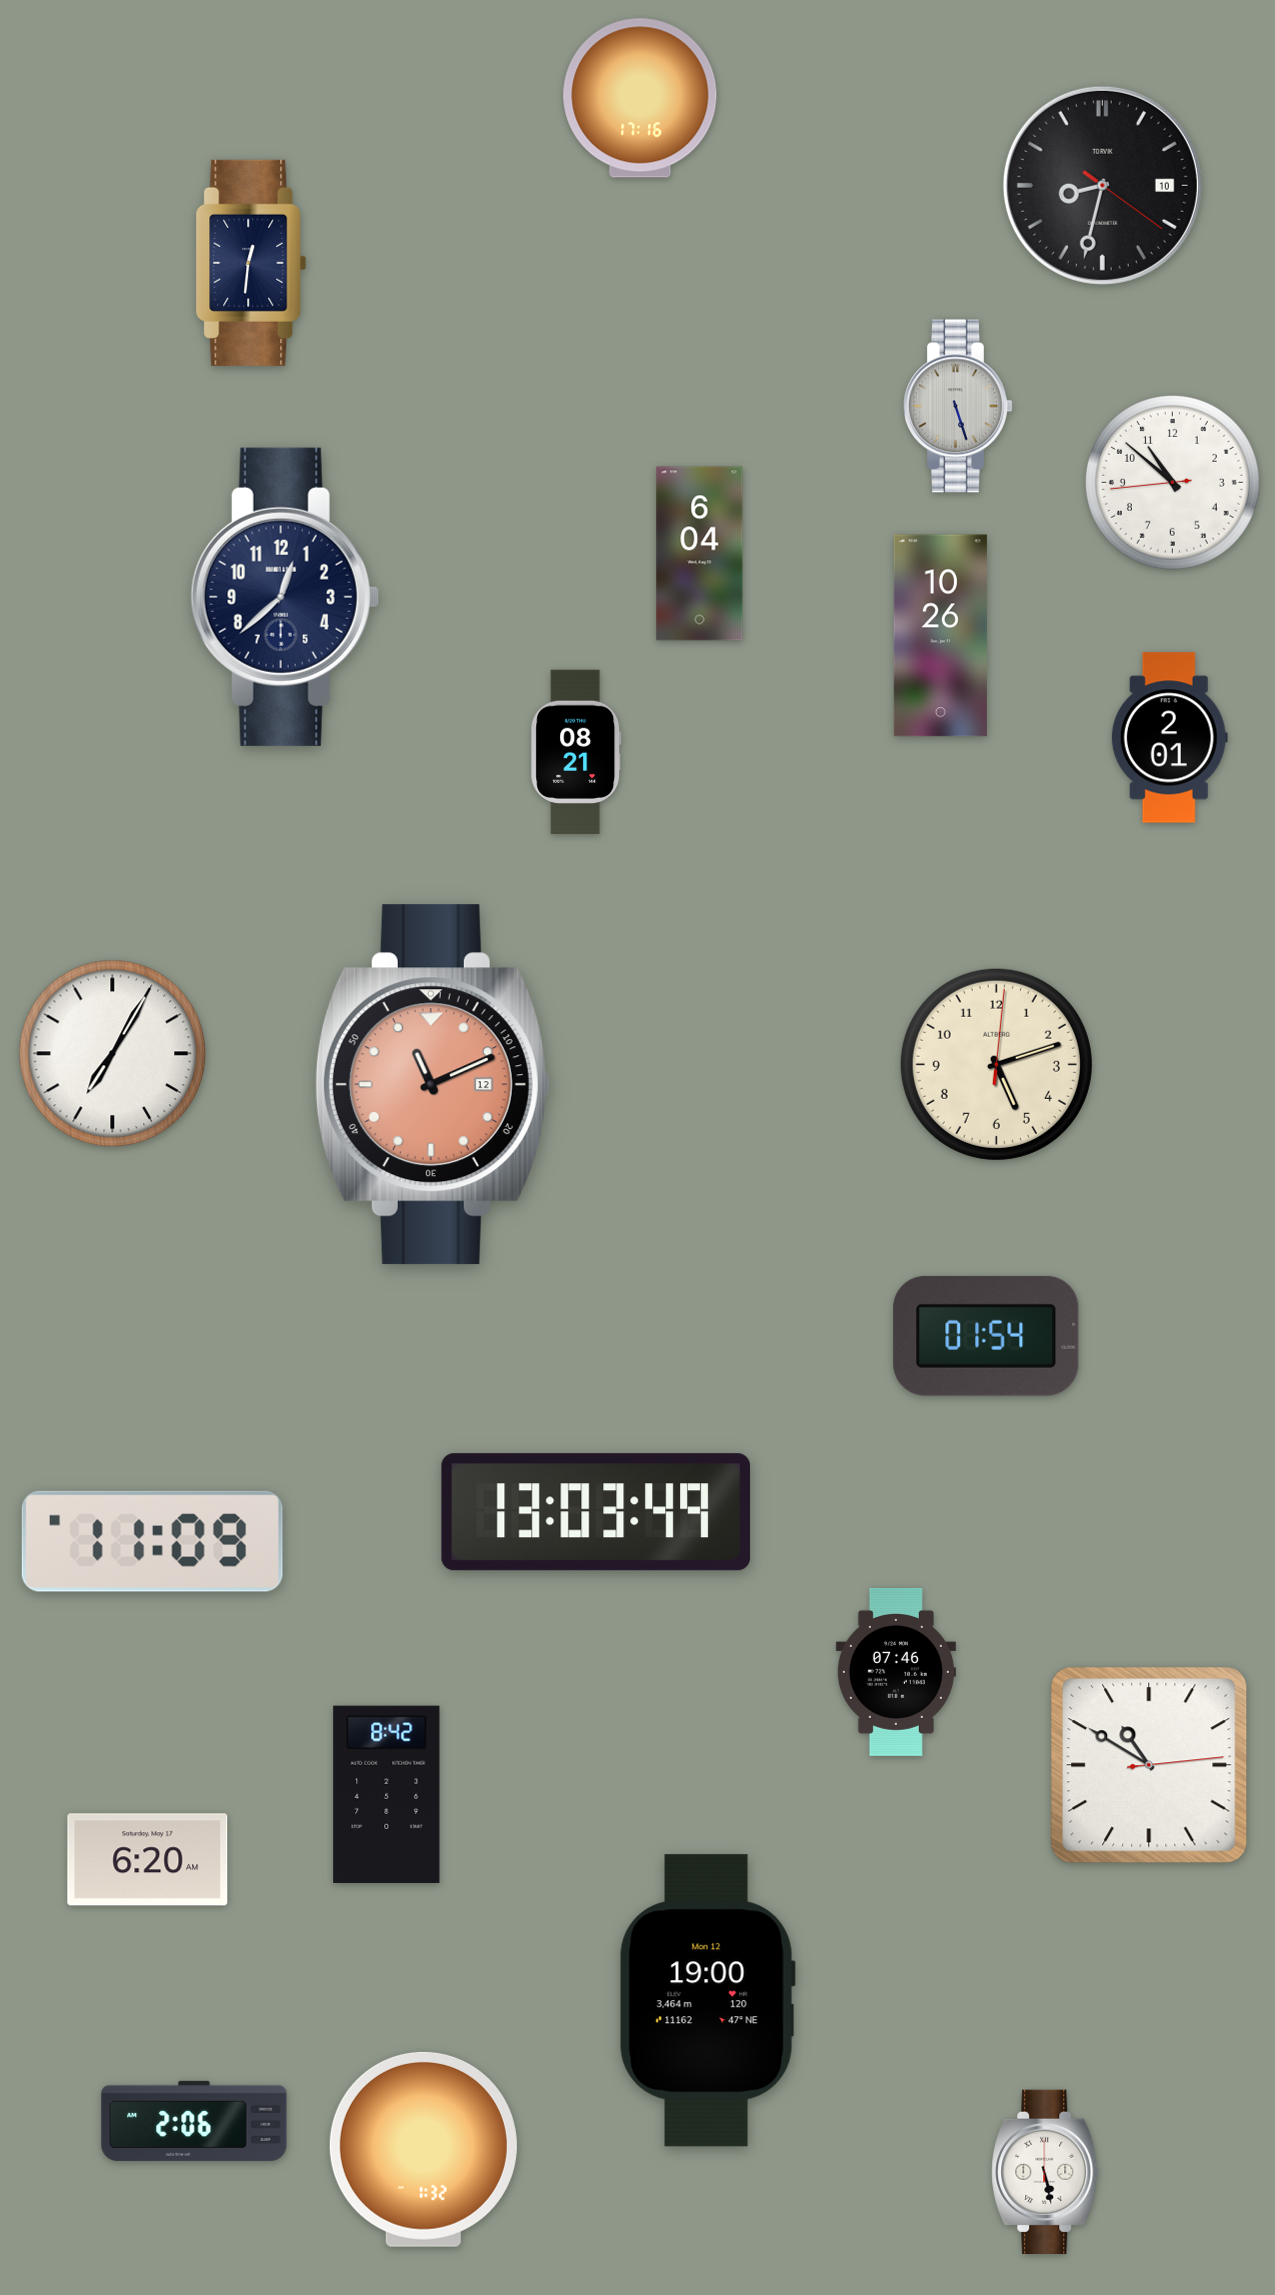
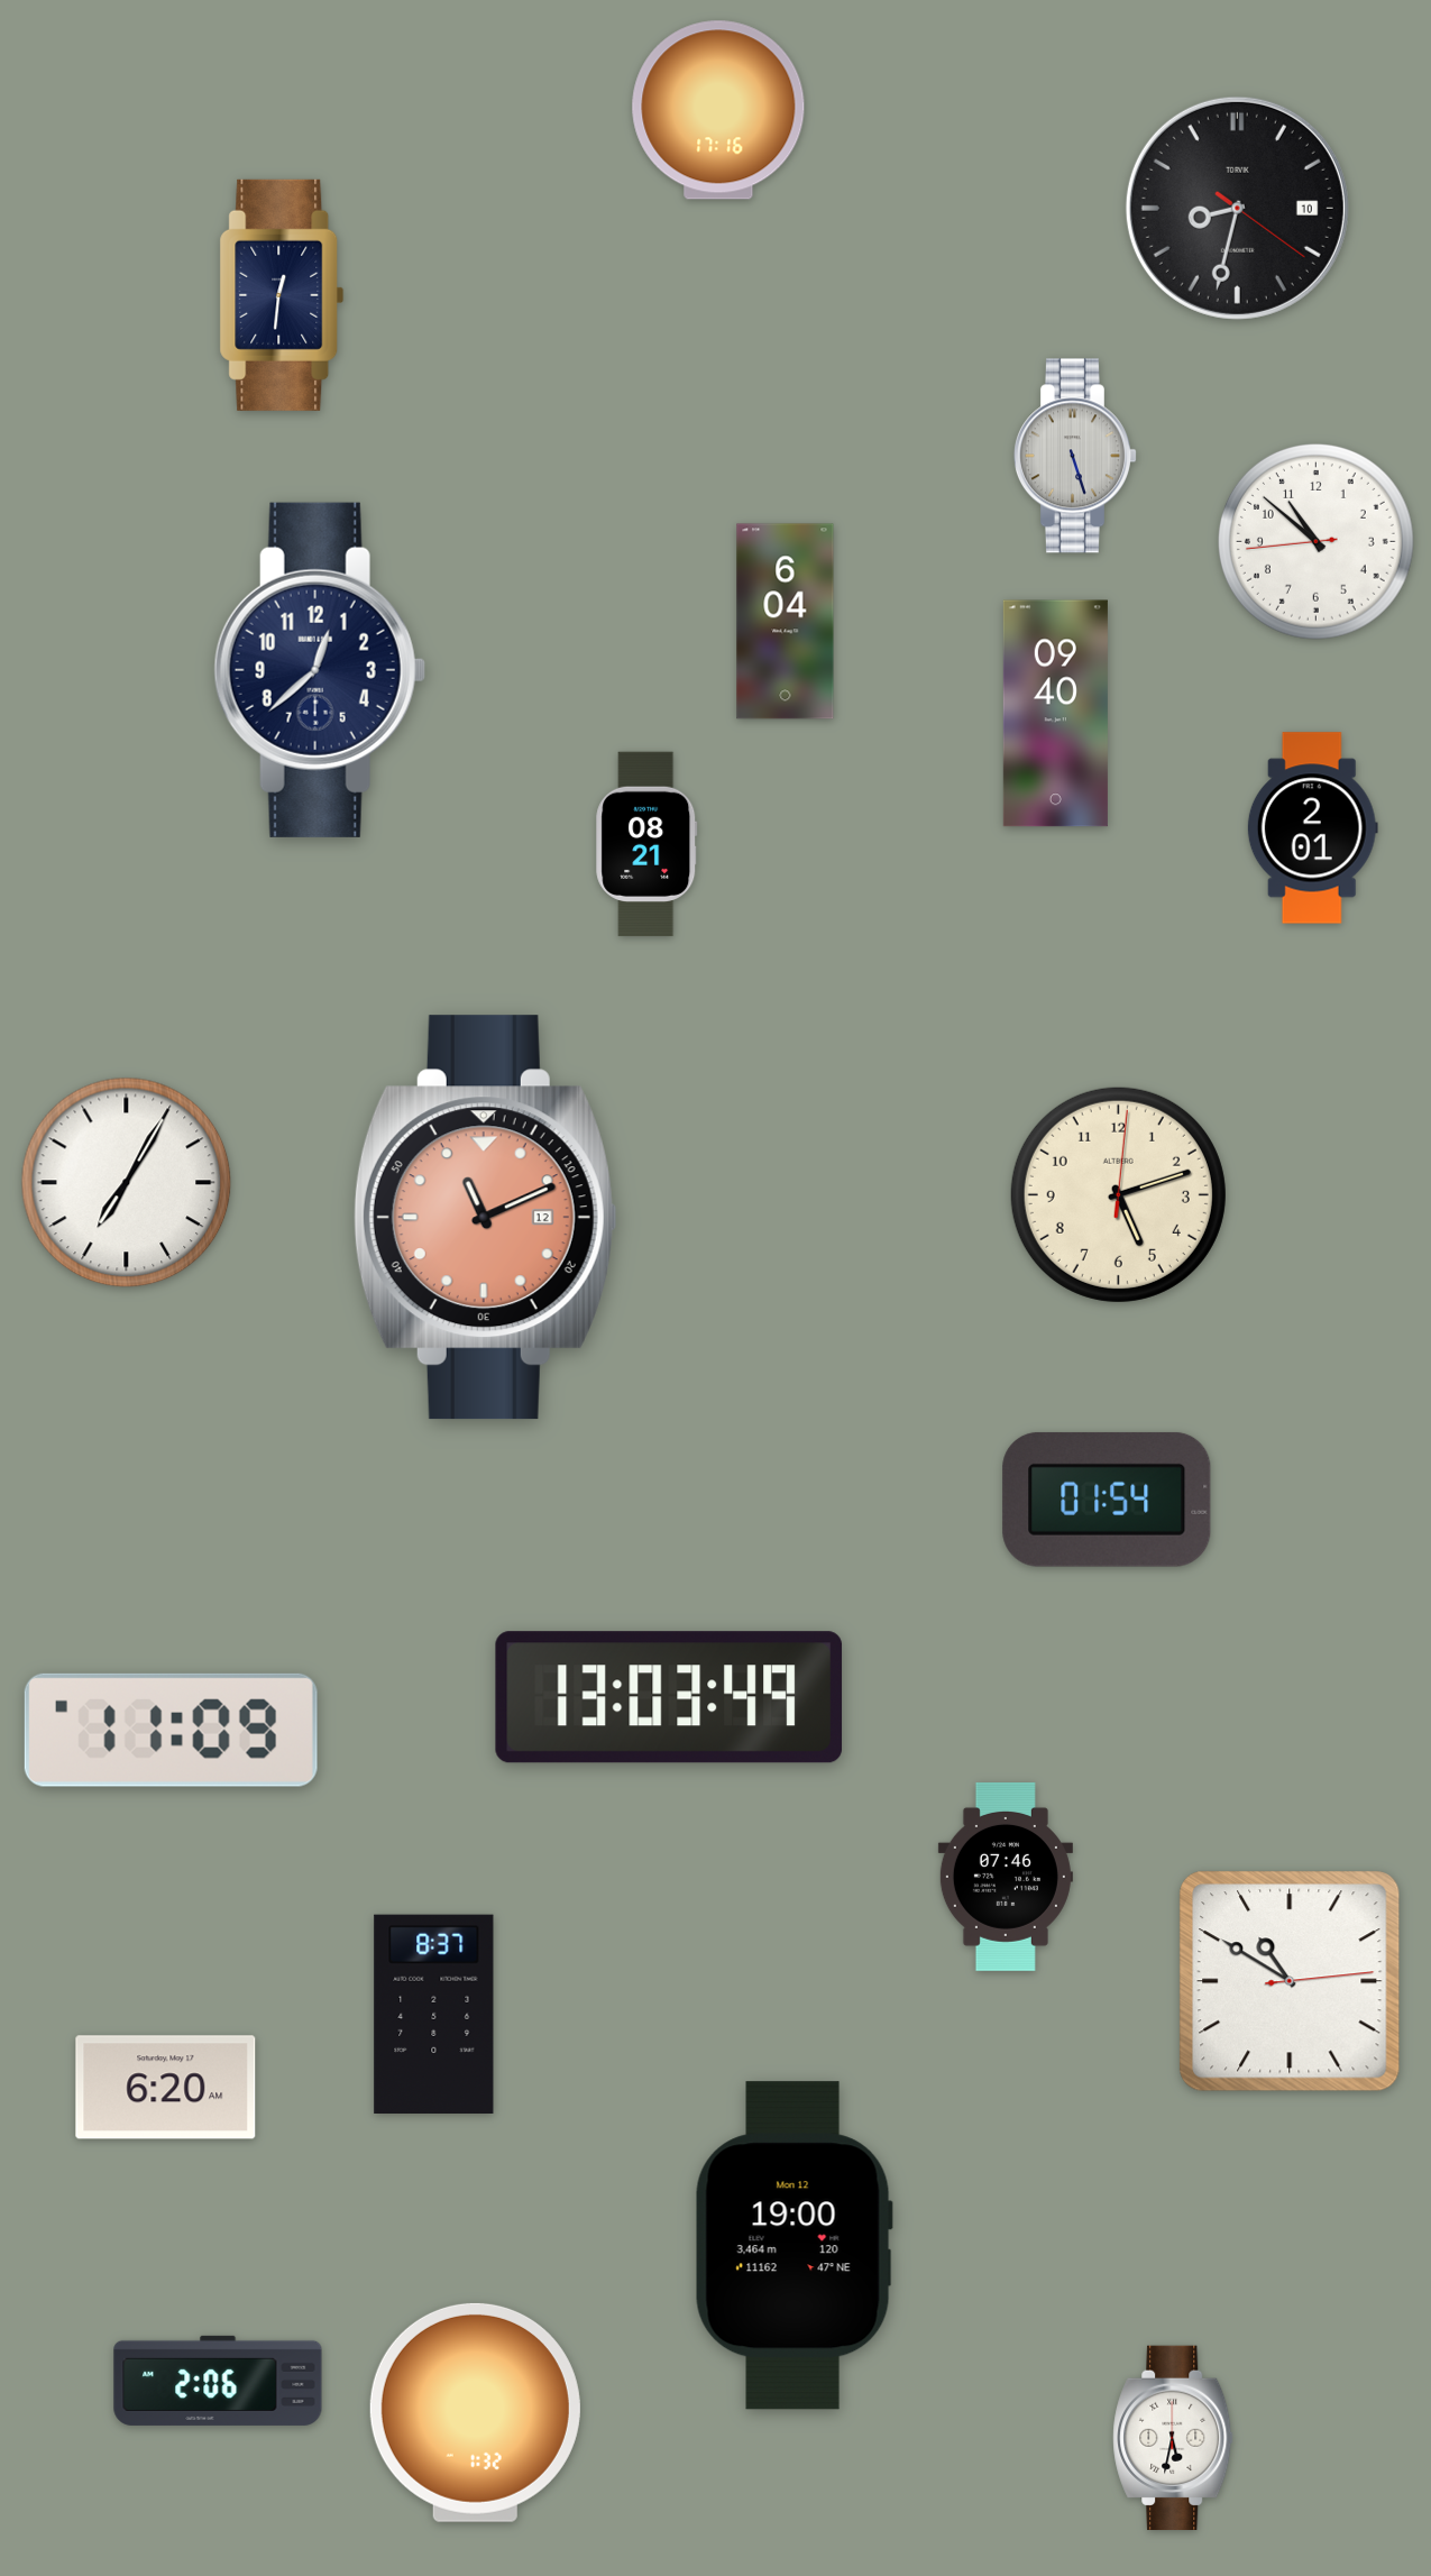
clock at (940, 636): 10:26 -> 09:40
clock at (387, 1794): 8:42 -> 8:37
clock at (1045, 2171): 5:28 -> 5:32
